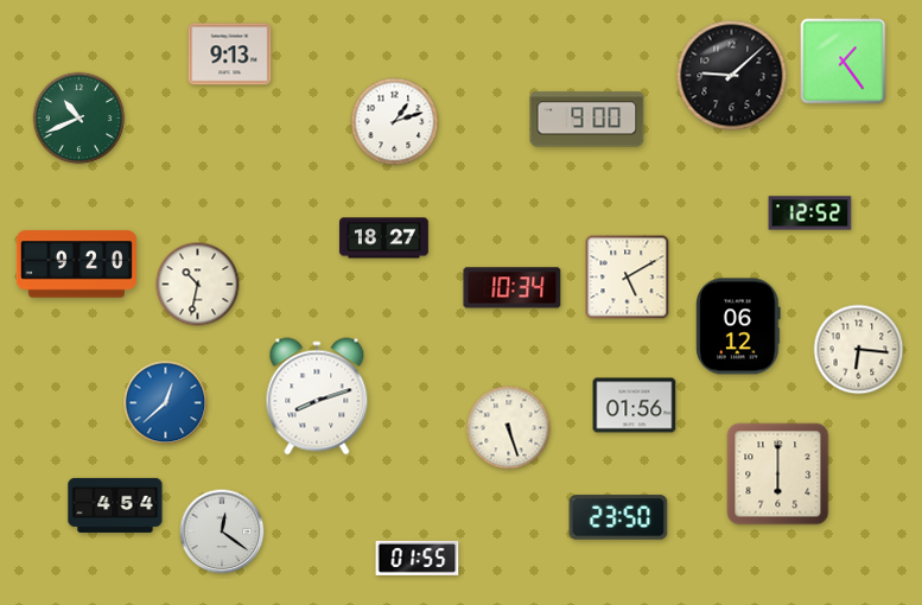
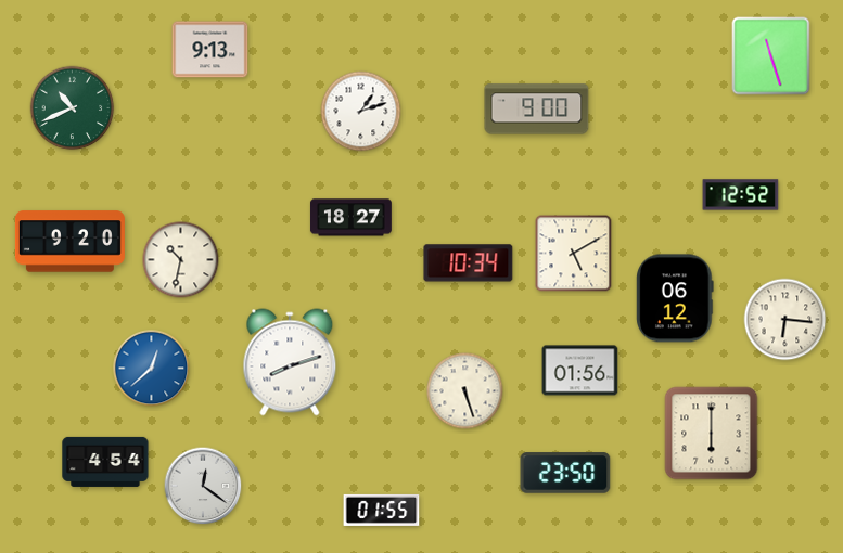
clock at (844, 62): 1:24 -> 11:27
clock at (732, 76): 9:08 -> none
